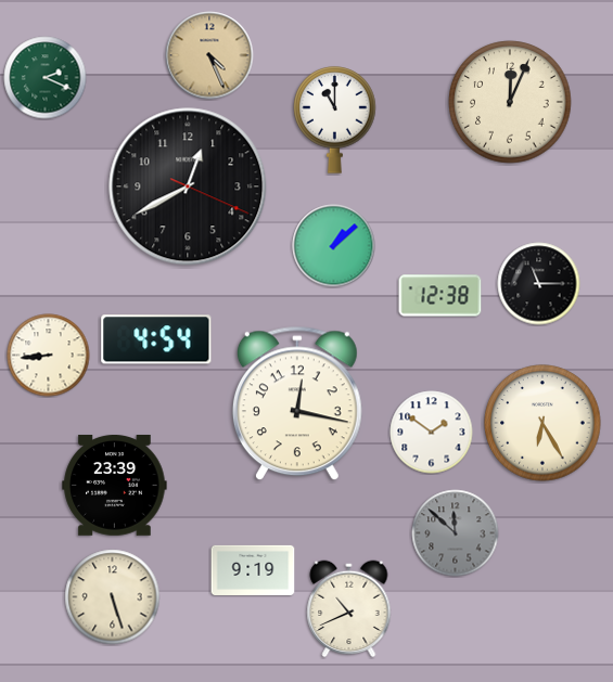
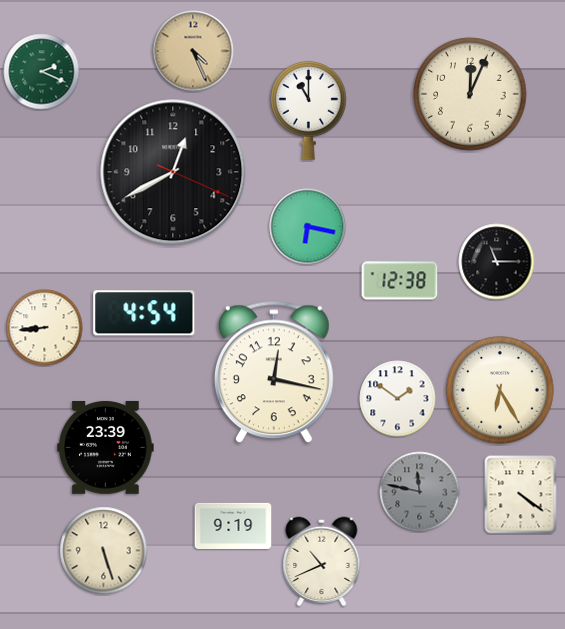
clock at (334, 246): 1:08 -> 6:17
clock at (440, 296) position: (440, 296) -> (400, 281)
clock at (456, 533): 11:52 -> 11:47
clock at (521, 495): none -> 4:21
